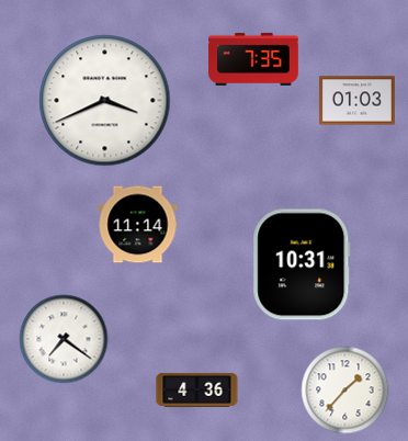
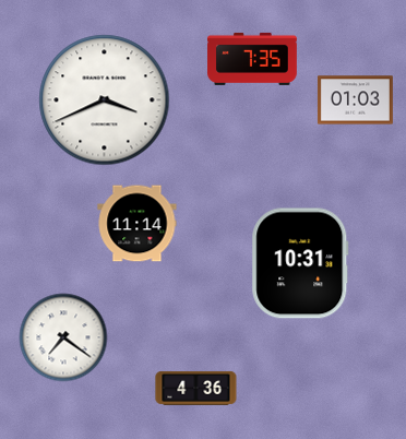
clock at (345, 391): 1:37 -> none
